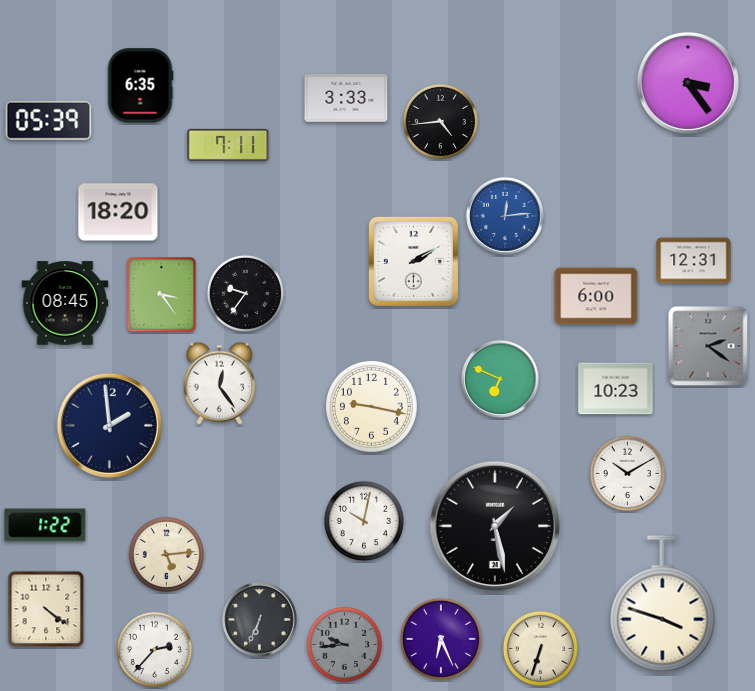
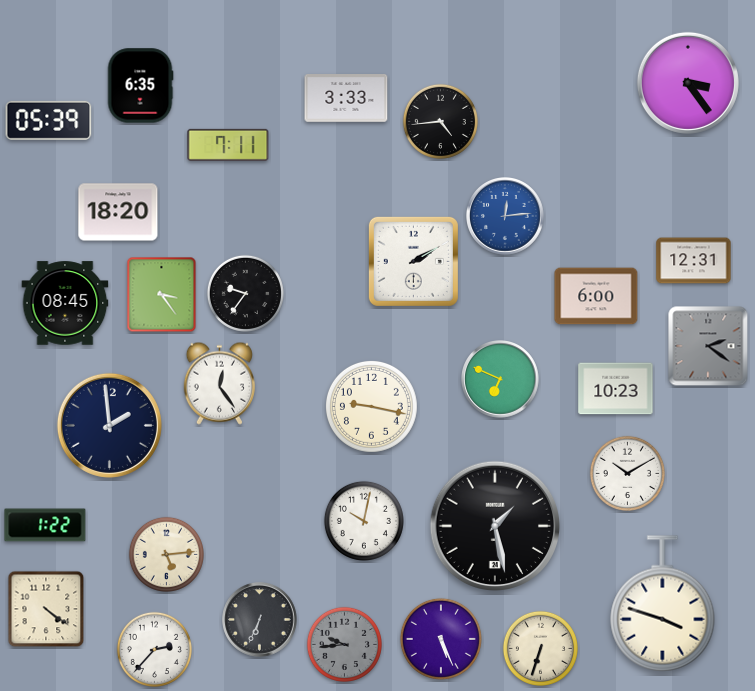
clock at (441, 639): 6:26 -> 5:26
